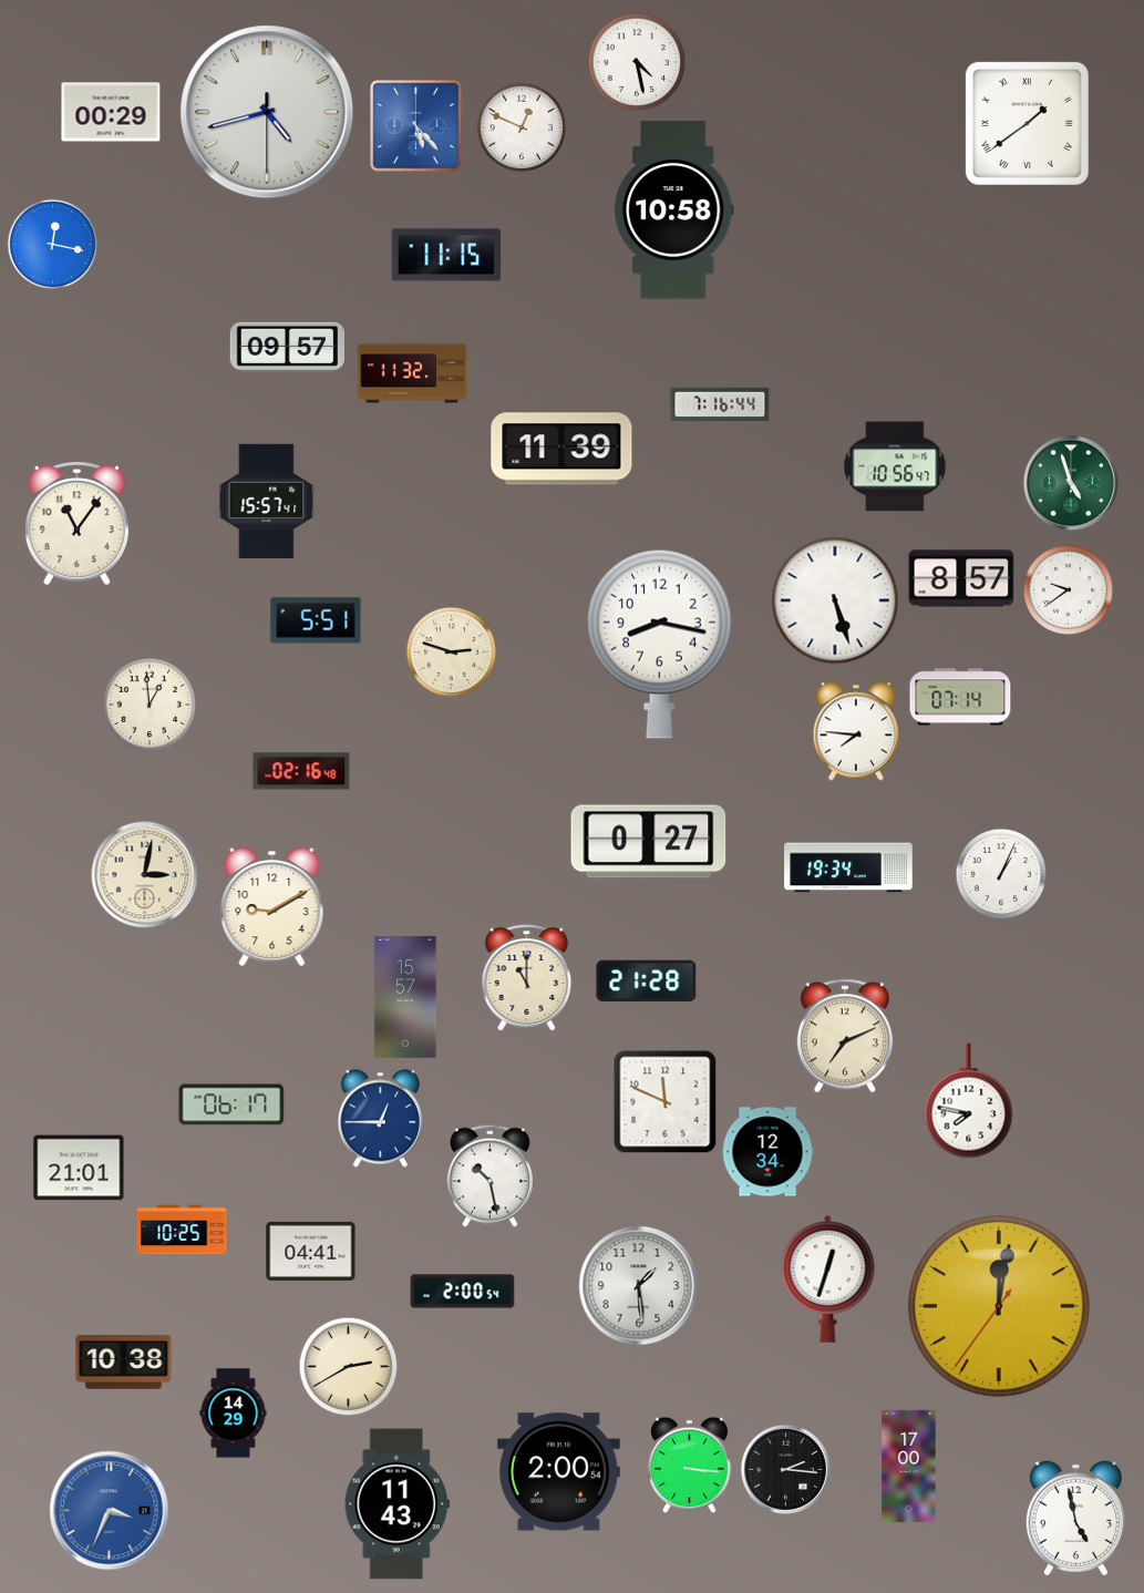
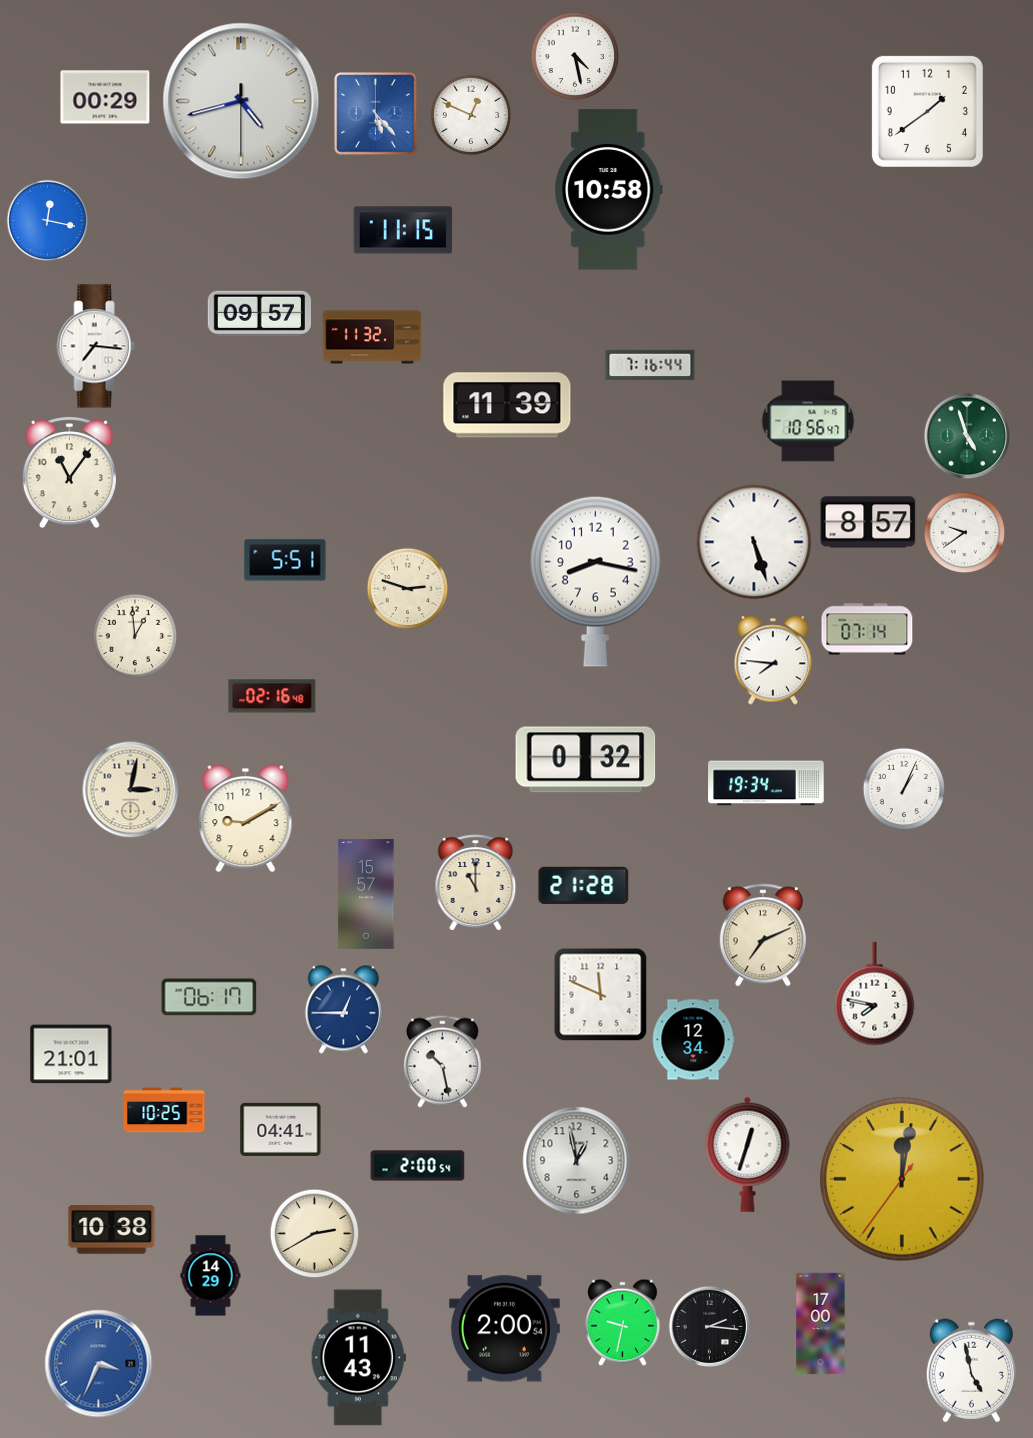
clock at (111, 112) position: (111, 112) -> (105, 97)
clock at (1027, 123) numerals: Roman -> Arabic
clock at (96, 346): none -> 7:16
clock at (267, 501): 15:57 -> none
clock at (649, 842): 0:27 -> 0:32
clock at (405, 997) position: (405, 997) -> (366, 894)
clock at (639, 1286): 1:29 -> 12:58
clock at (690, 1464): 3:16 -> 9:32
